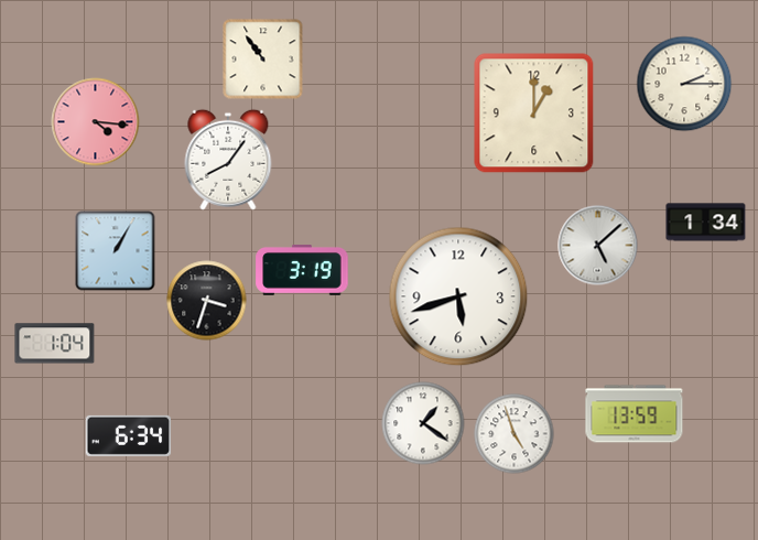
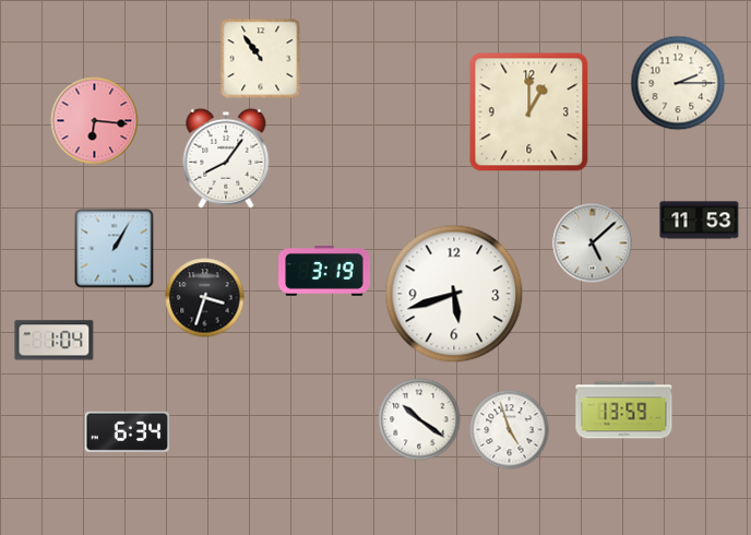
clock at (96, 122): 4:16 -> 6:16
clock at (706, 223): 1:34 -> 11:53
clock at (302, 271) position: (302, 271) -> (324, 272)
clock at (635, 414) position: (635, 414) -> (624, 411)
clock at (423, 423): 1:21 -> 10:21
